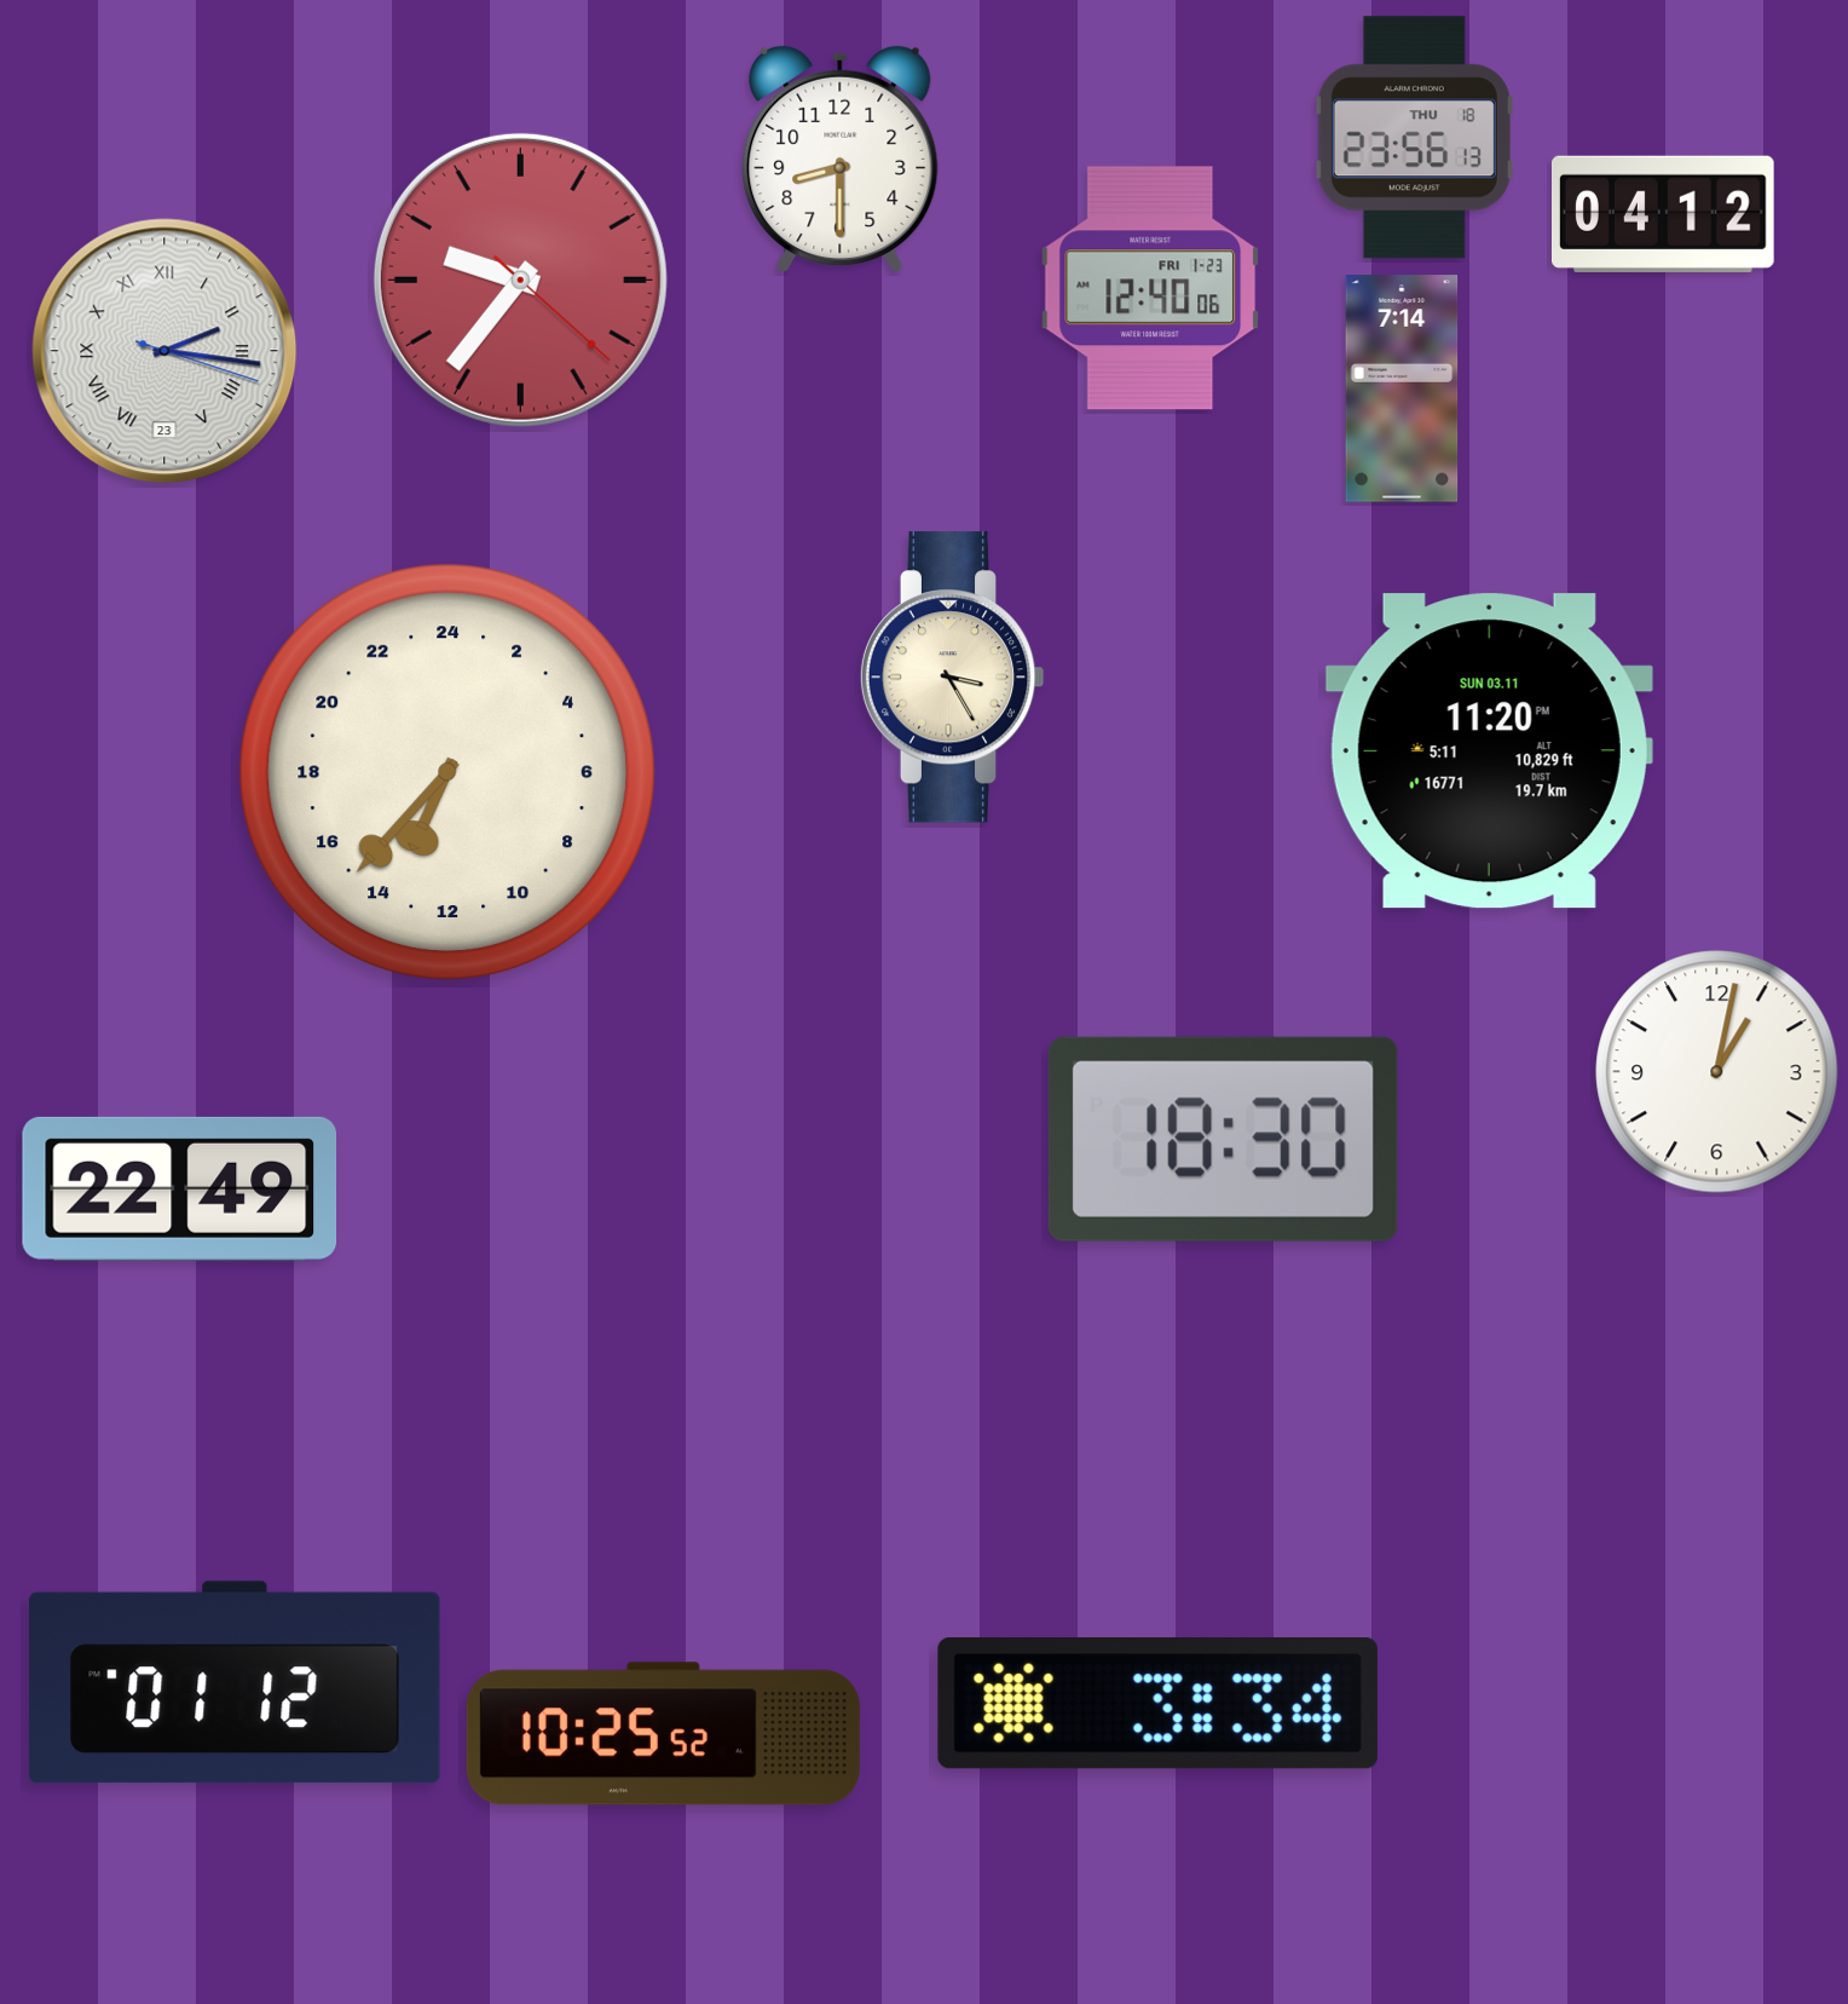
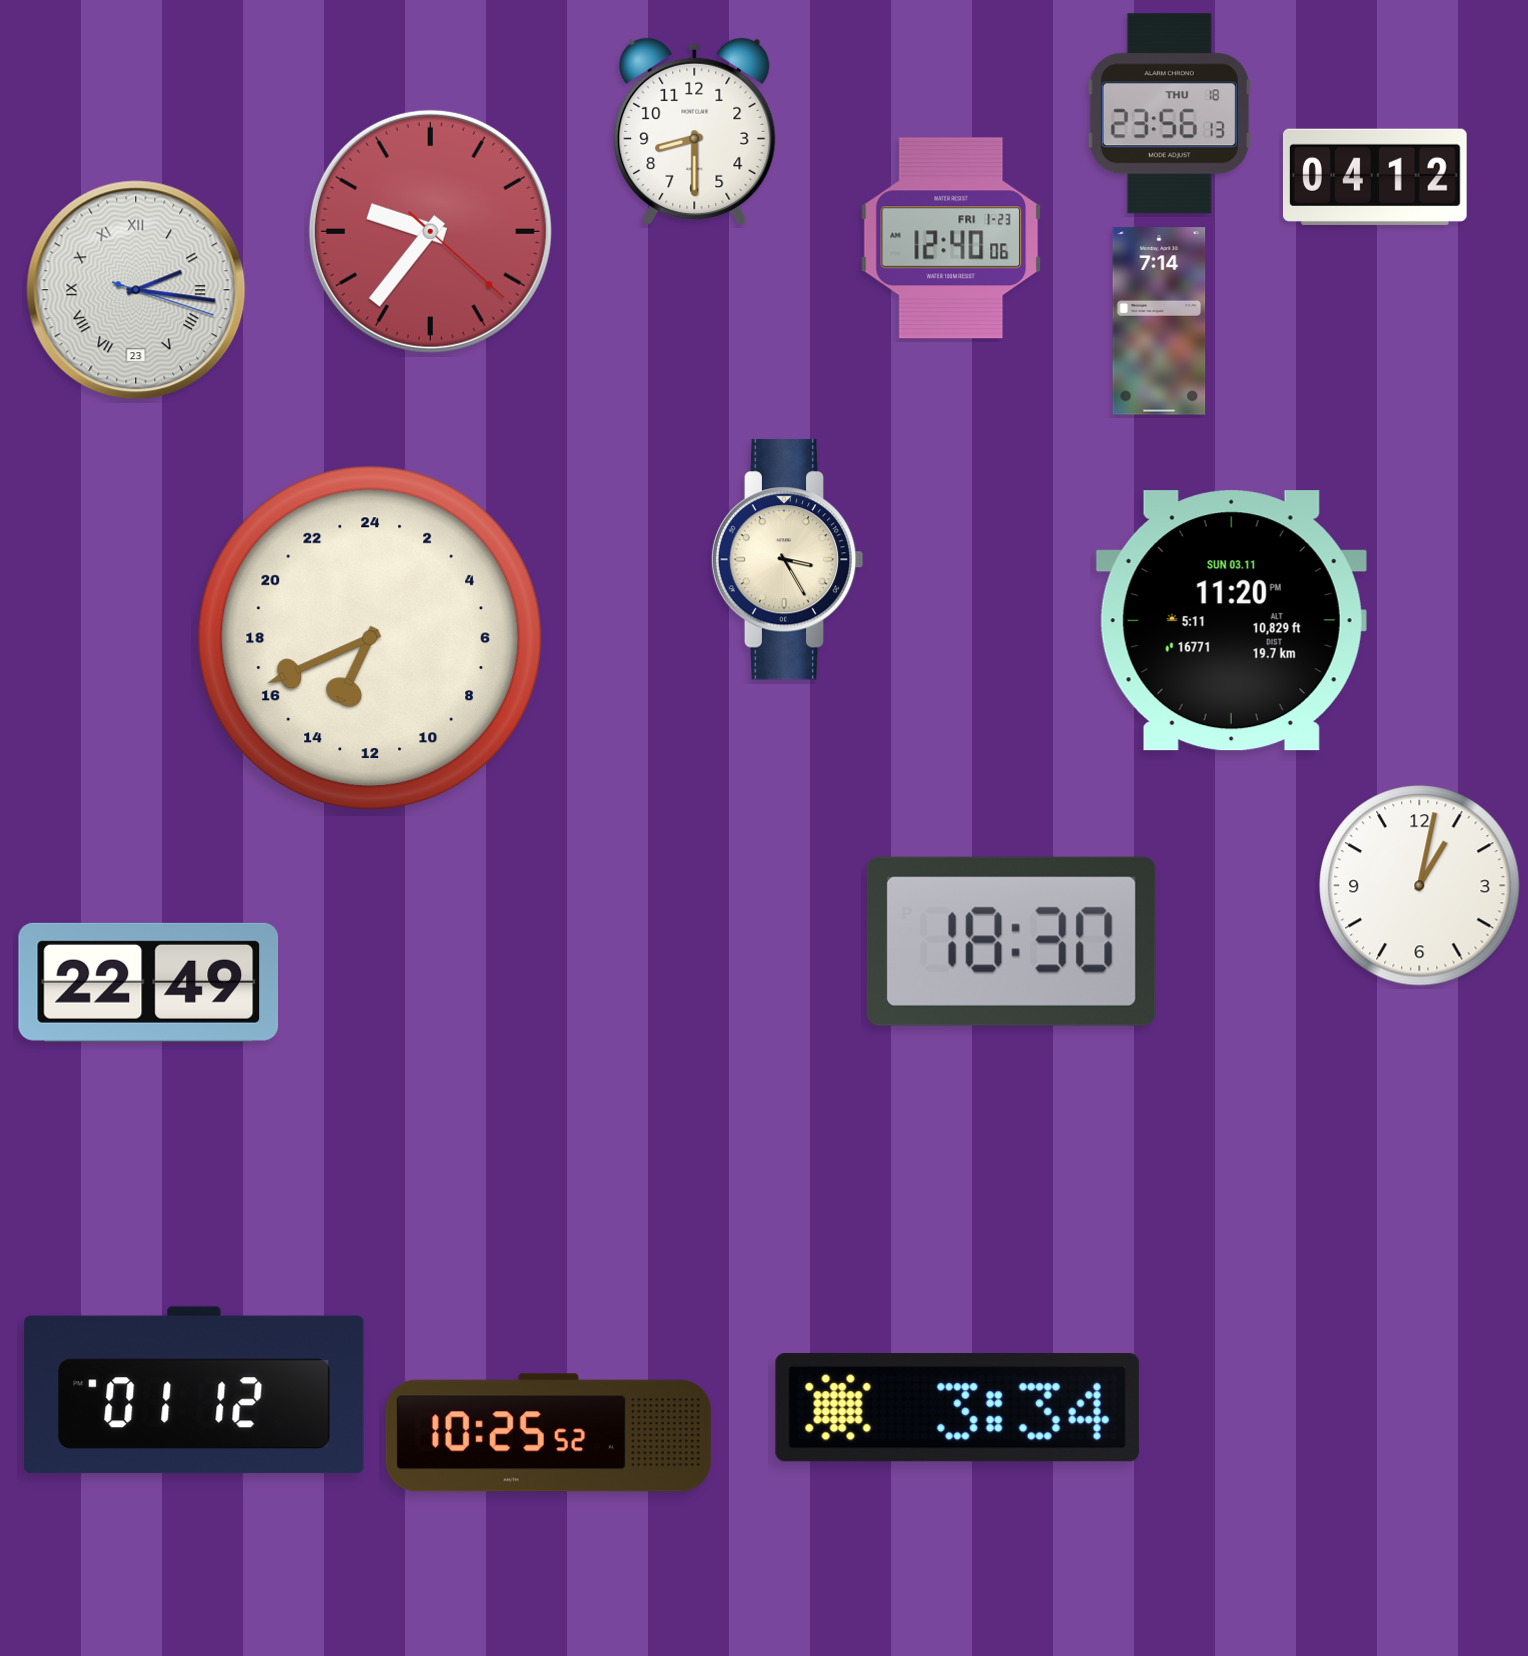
clock at (447, 772): 13:37 -> 13:41
